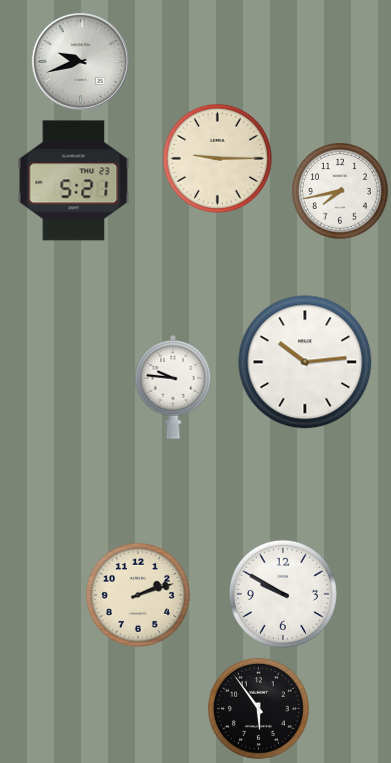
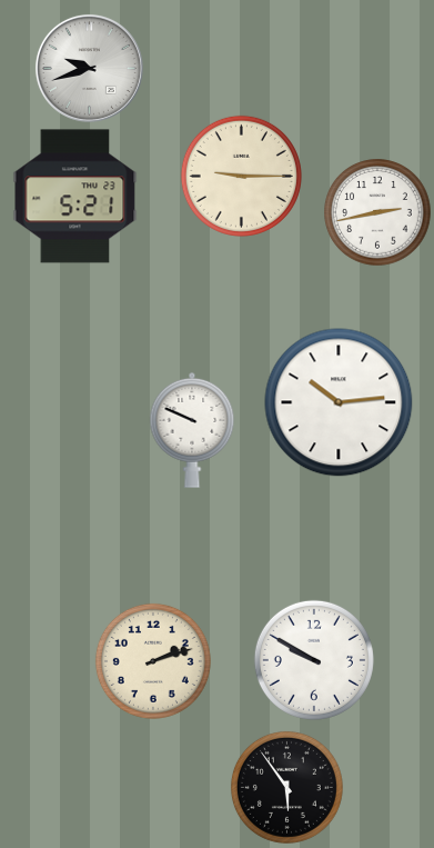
clock at (74, 181) position: (74, 181) -> (75, 197)
clock at (340, 191): 7:43 -> 2:43
clock at (173, 387): 9:46 -> 9:49
